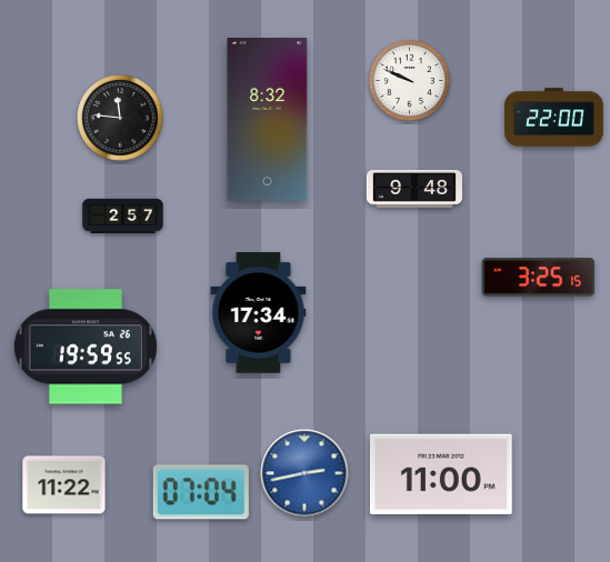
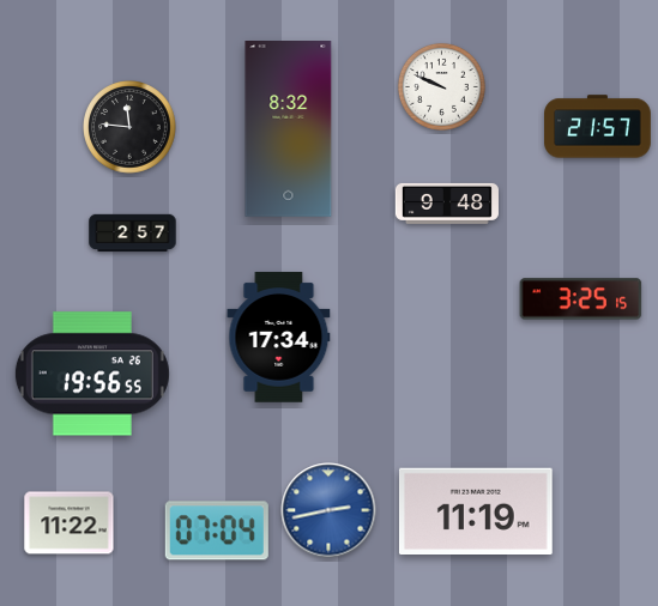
clock at (554, 118): 22:00 -> 21:57
clock at (86, 347): 19:59 -> 19:56
clock at (441, 473): 11:00 -> 11:19
